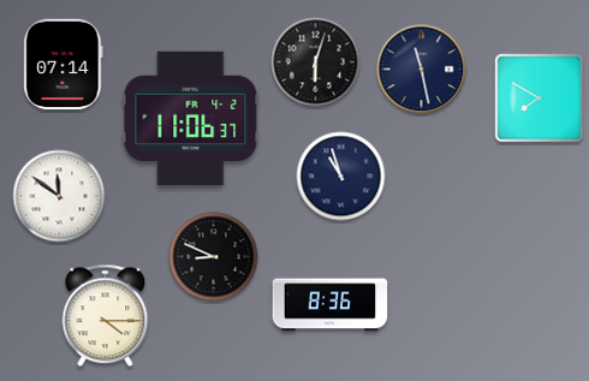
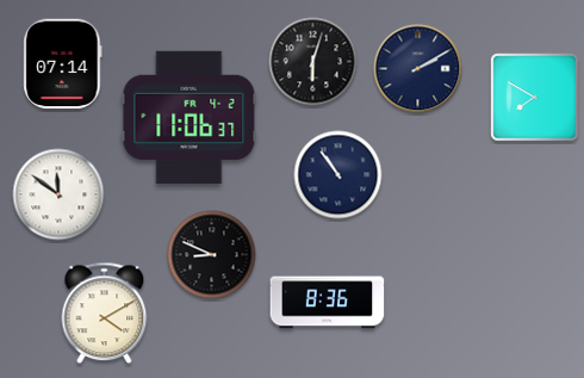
clock at (422, 70): 11:28 -> 2:10
clock at (341, 177): 10:57 -> 10:54
clock at (106, 316): 4:15 -> 4:10
